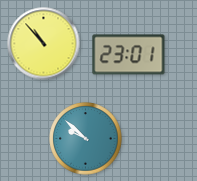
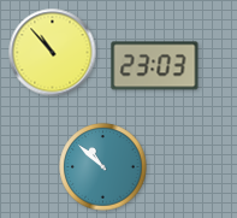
clock at (129, 55): 23:01 -> 23:03
clock at (86, 139): 9:52 -> 10:52
